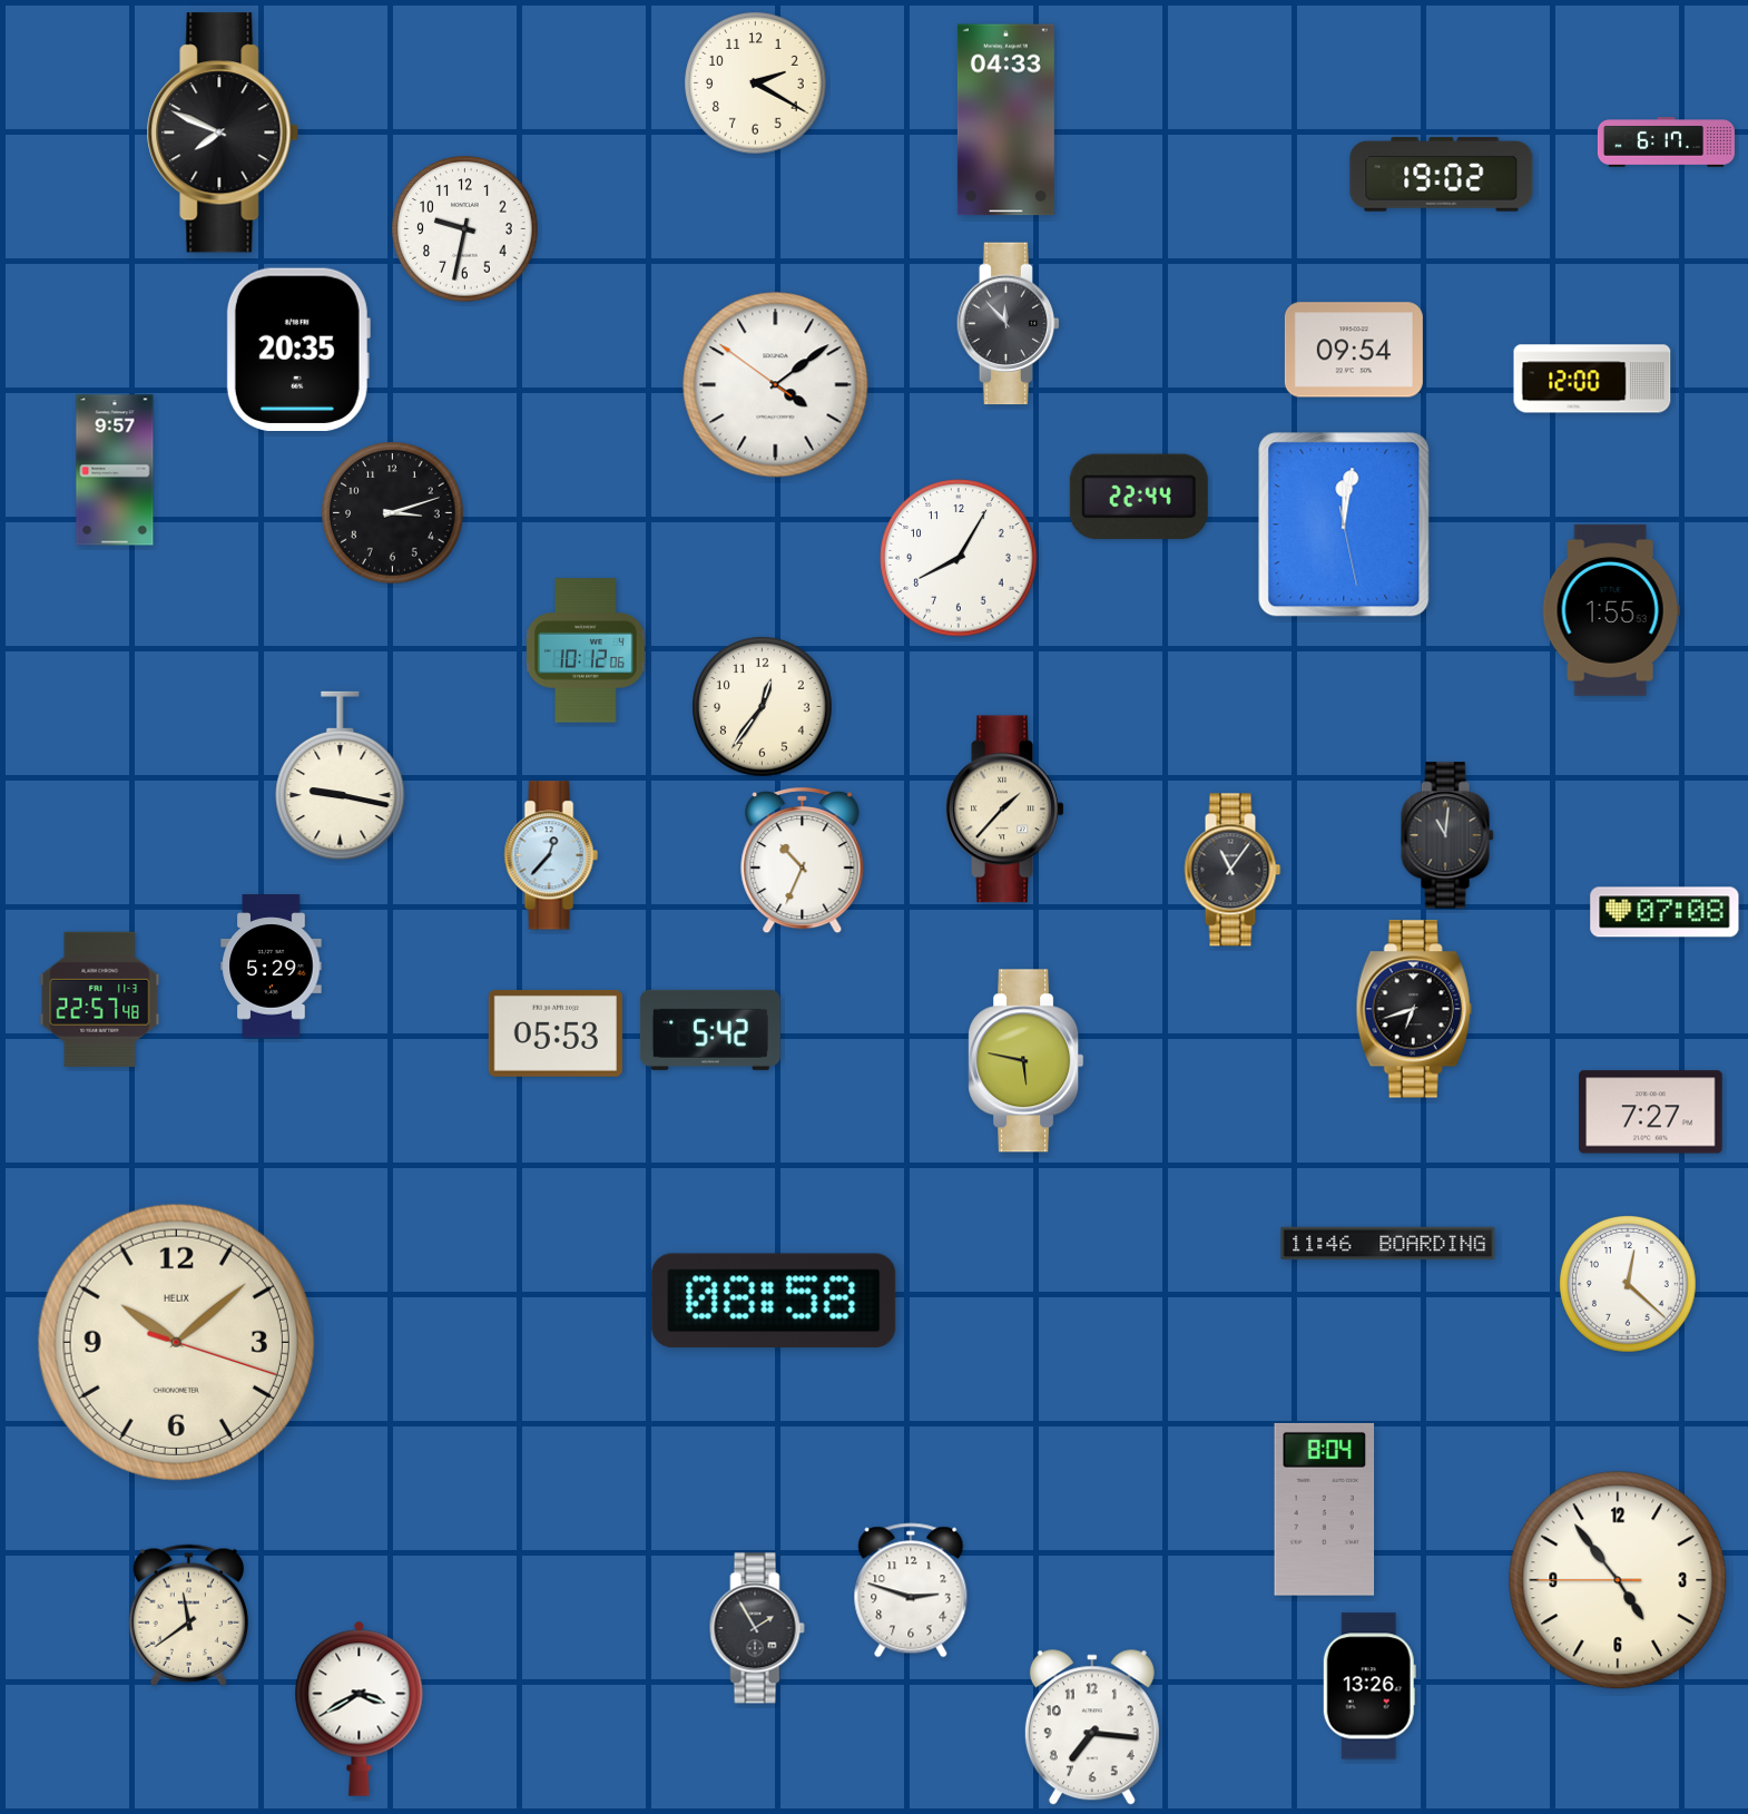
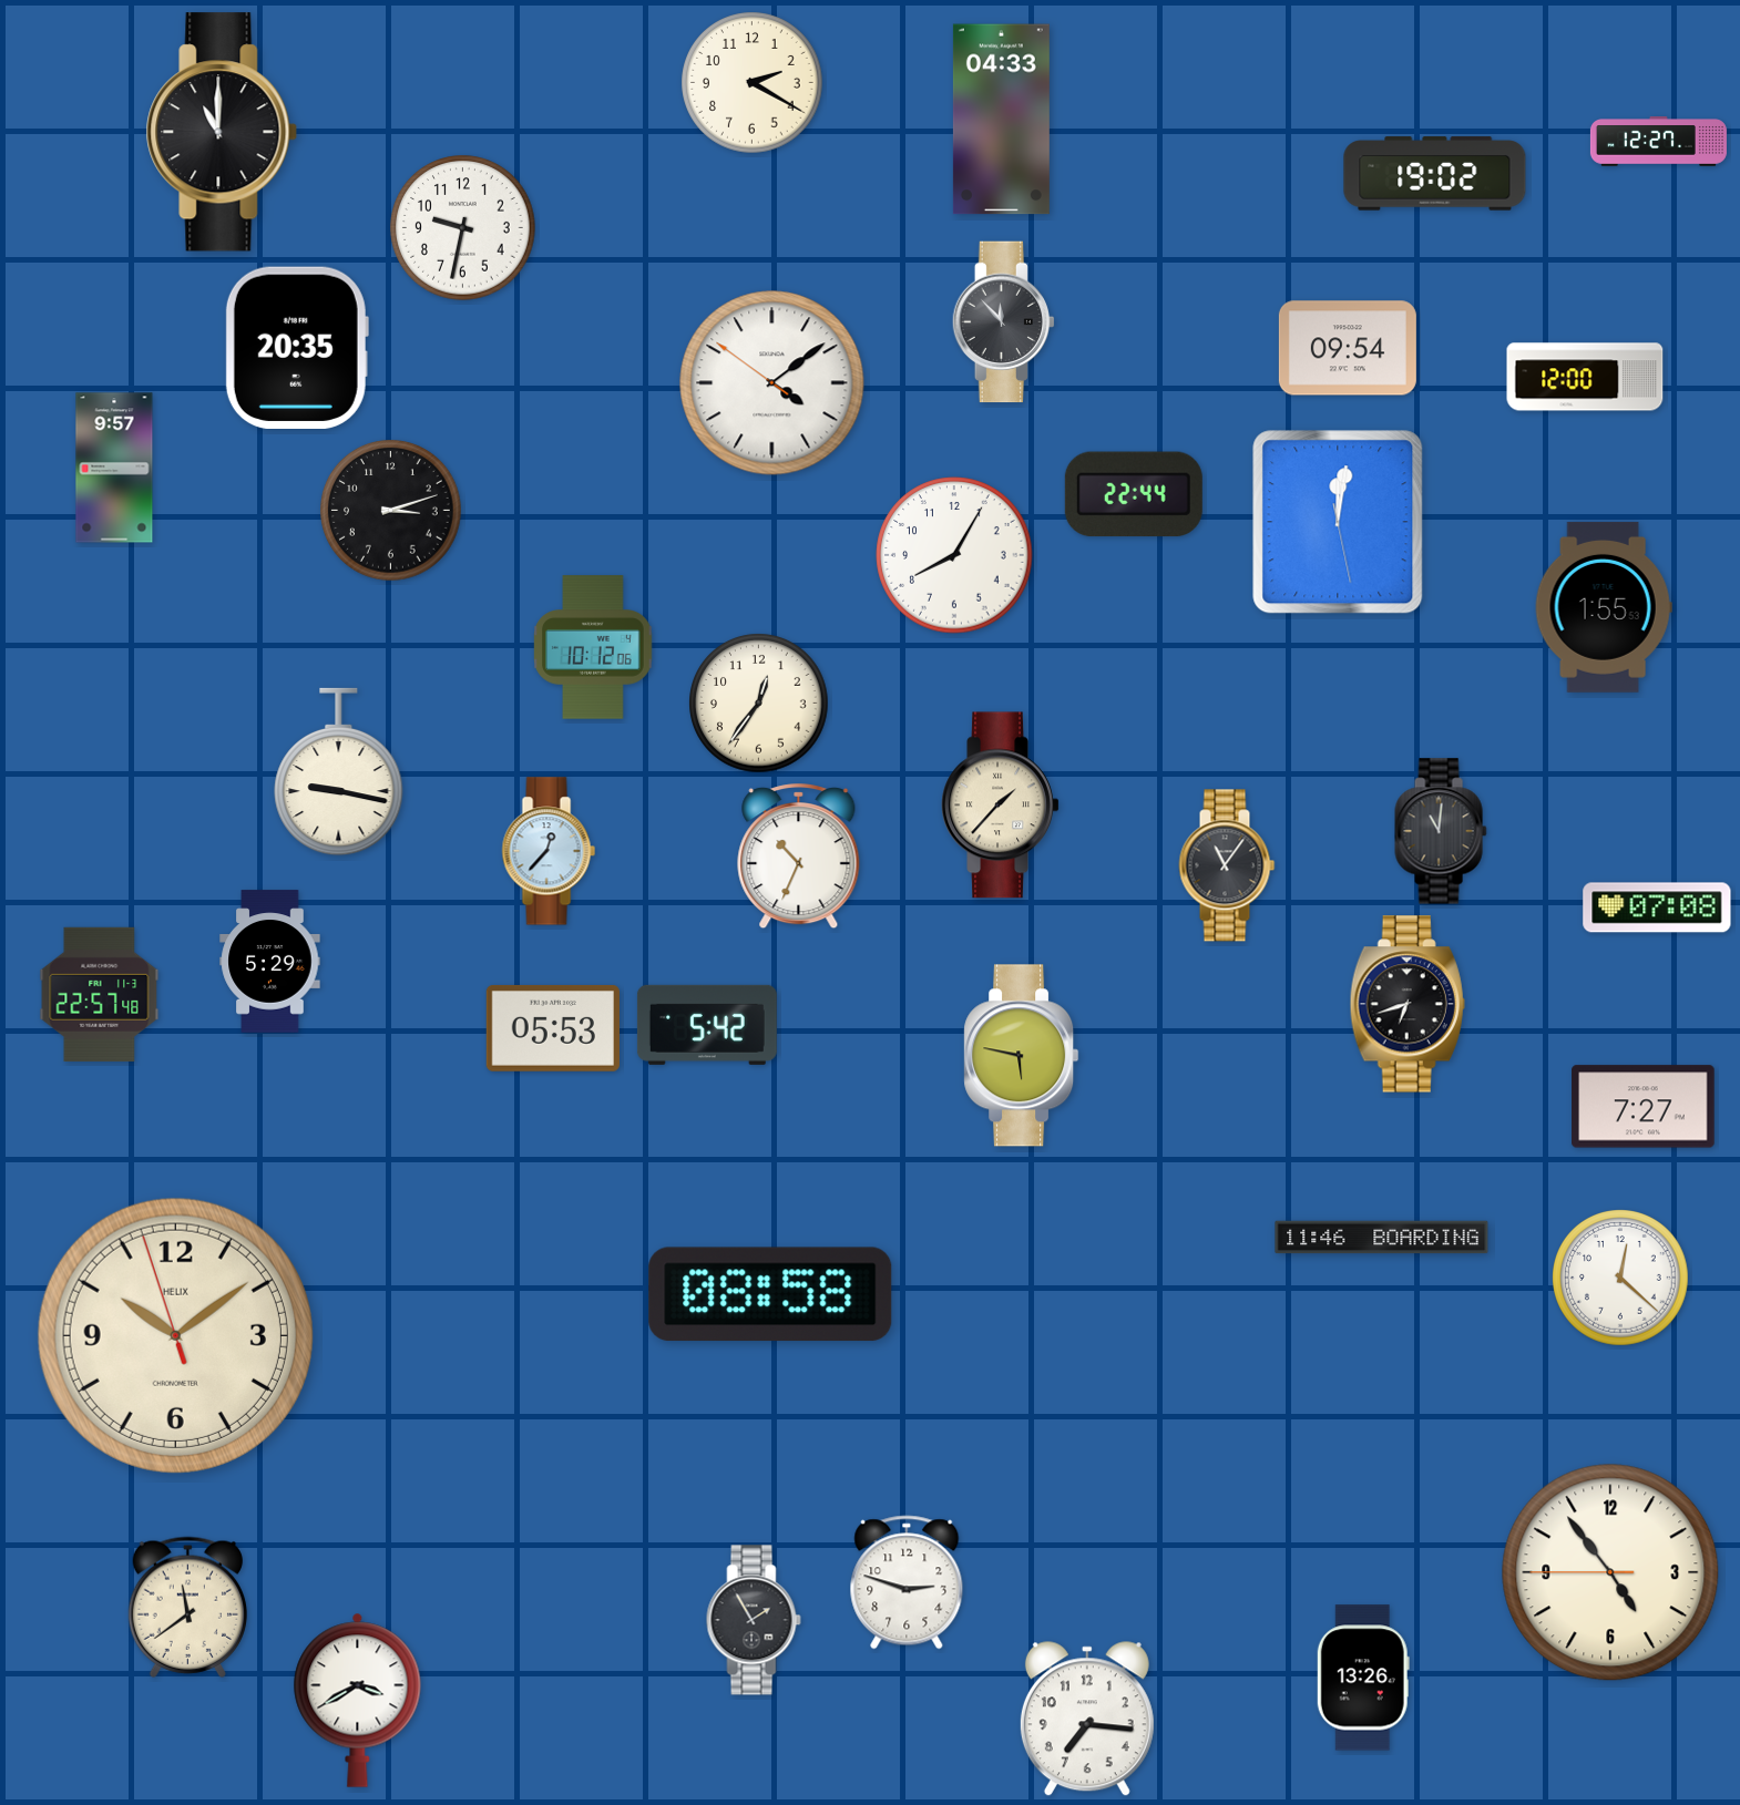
clock at (223, 133): 7:49 -> 11:00
clock at (1666, 143): 6:17 -> 12:27
clock at (586, 650) position: (586, 650) -> (593, 647)
clock at (176, 1342): 10:08:18 -> 10:08:57
clock at (1325, 1509): 8:04 -> none
